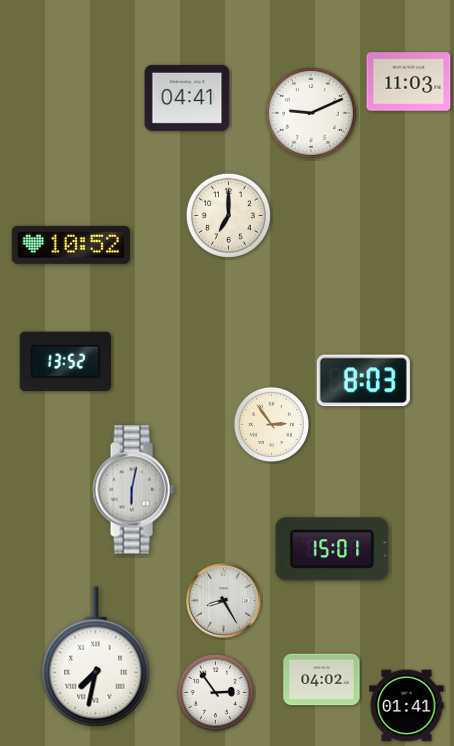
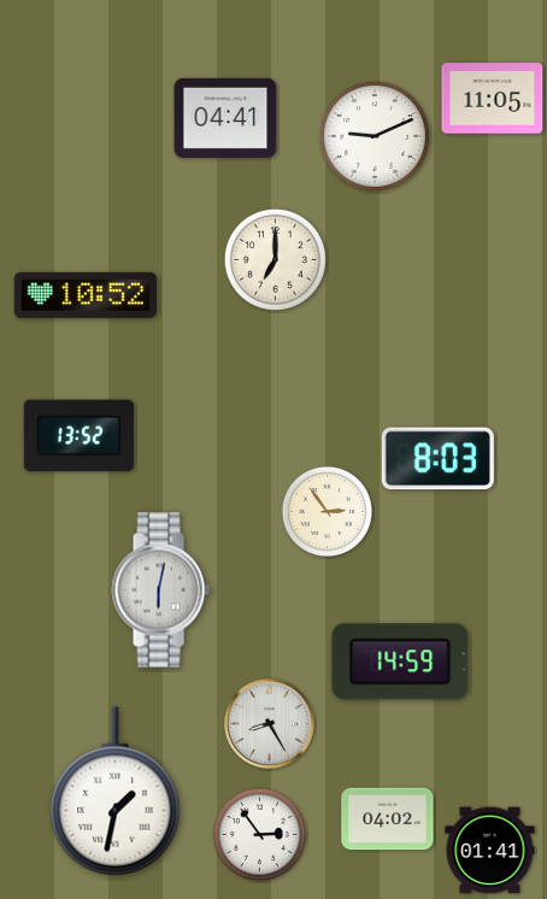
clock at (409, 82): 11:03 -> 11:05
clock at (332, 549): 15:01 -> 14:59
clock at (96, 657): 7:32 -> 1:32
